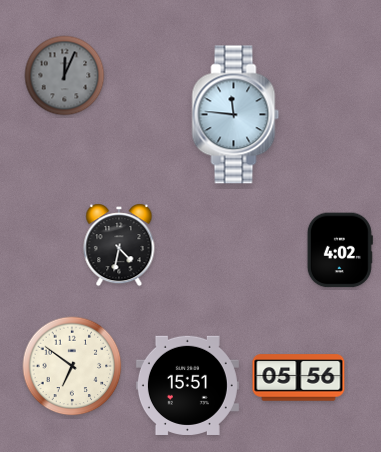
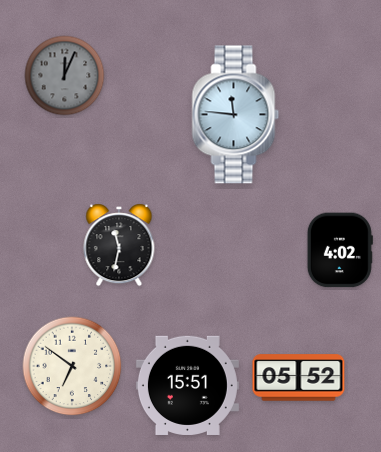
clock at (119, 245): 4:32 -> 11:32
clock at (299, 378): 05:56 -> 05:52
